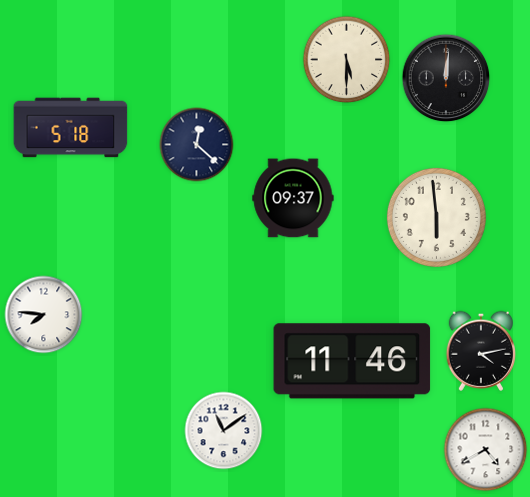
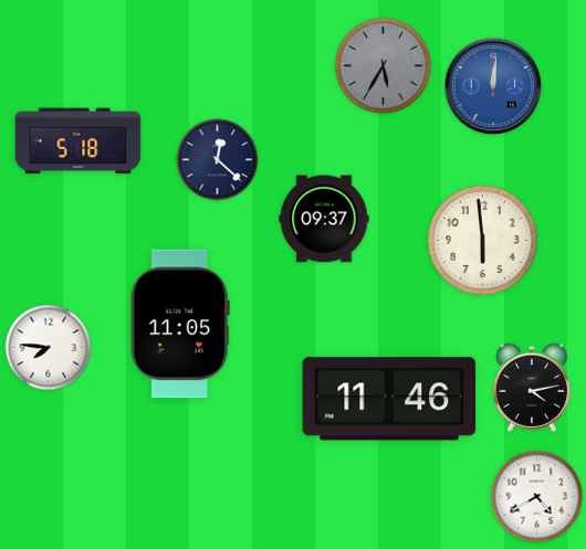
clock at (347, 60): 5:30 -> 5:35
clock at (347, 60) dial: cream -> grey
clock at (446, 78) dial: black -> blue
clock at (180, 324): none -> 11:05
clock at (224, 431): 11:09 -> none
